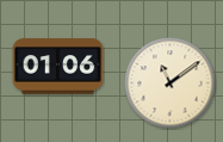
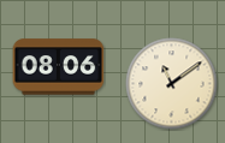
clock at (58, 67): 01:06 -> 08:06
